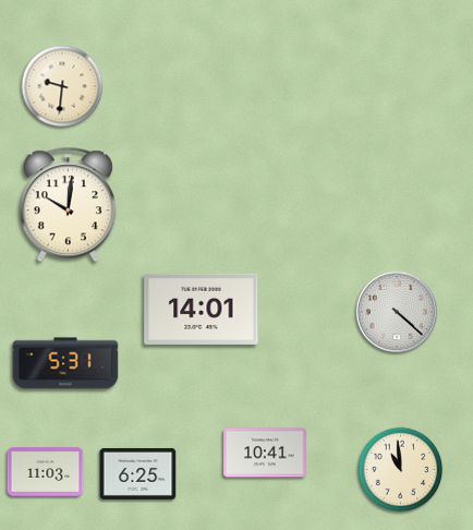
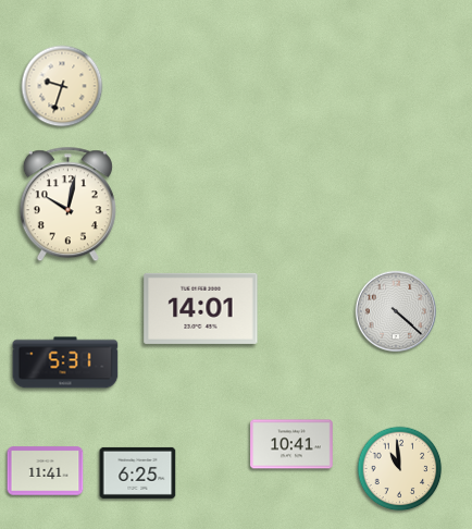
clock at (62, 86): 9:31 -> 9:33
clock at (68, 205): 10:01 -> 10:02
clock at (265, 453) position: (265, 453) -> (291, 444)
clock at (46, 472): 11:03 -> 11:41
